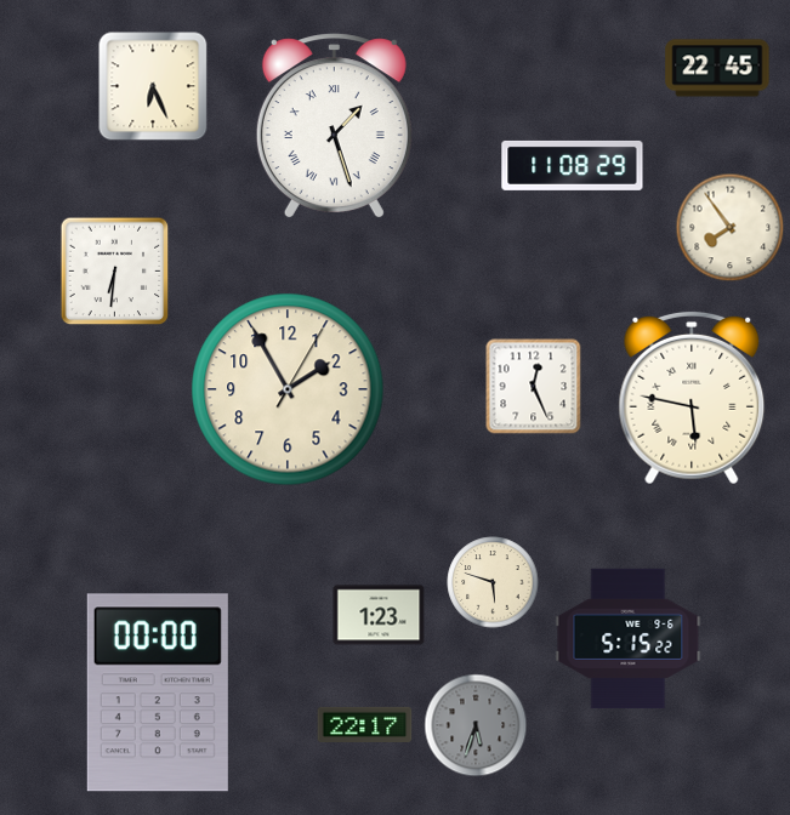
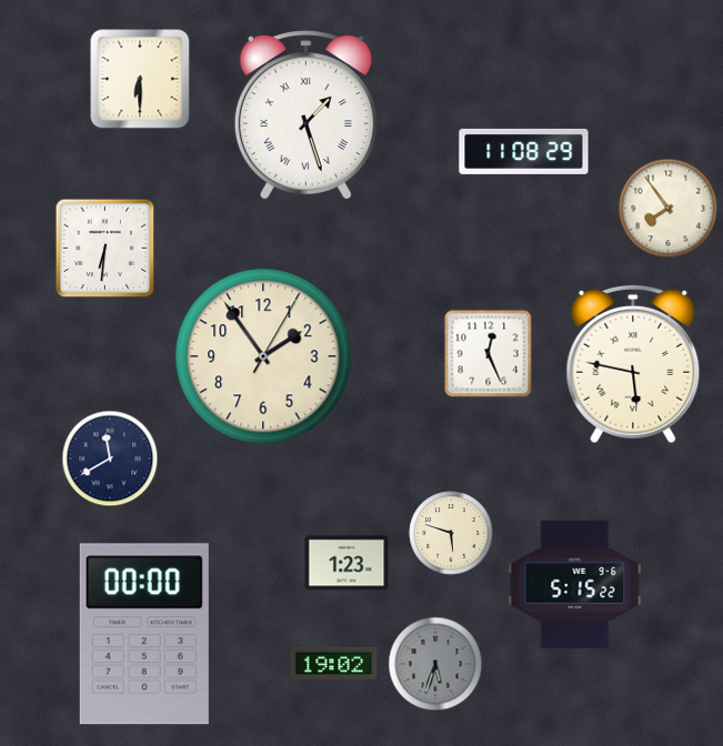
clock at (717, 68): 22:45 -> none
clock at (153, 86): 6:26 -> 6:30
clock at (288, 389): 1:55 -> 1:54
clock at (110, 458): none -> 11:40
clock at (365, 724): 22:17 -> 19:02
